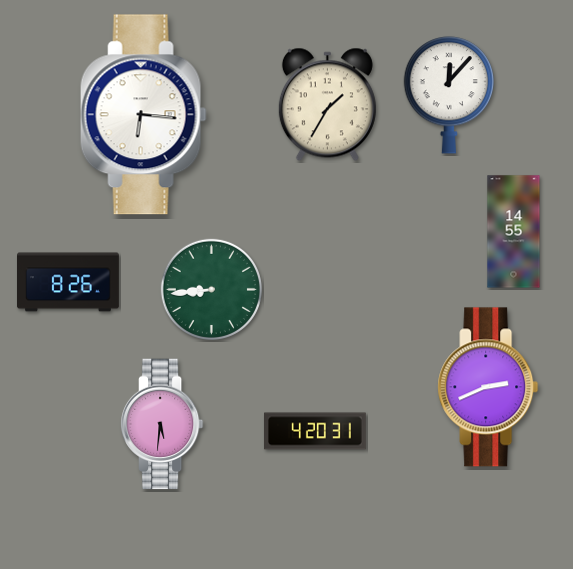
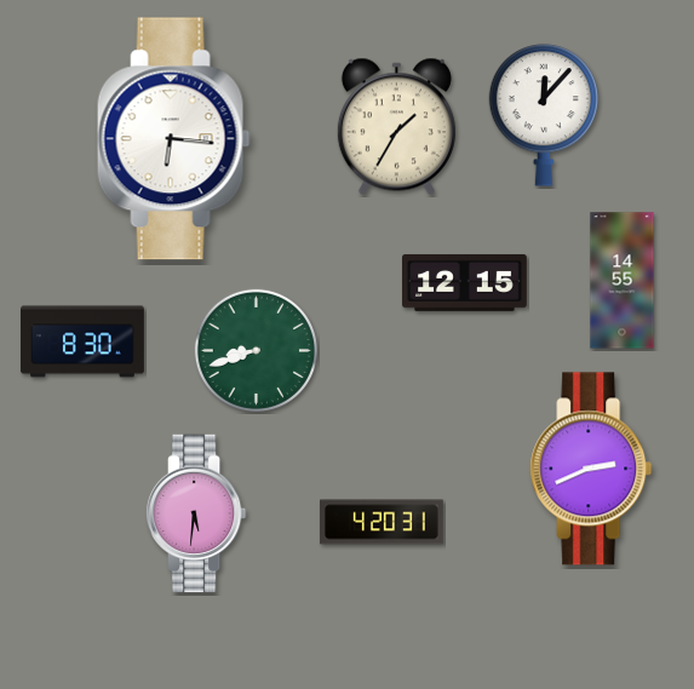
clock at (465, 282): none -> 12:15
clock at (69, 282): 8:26 -> 8:30
clock at (211, 289): 8:44 -> 8:42
